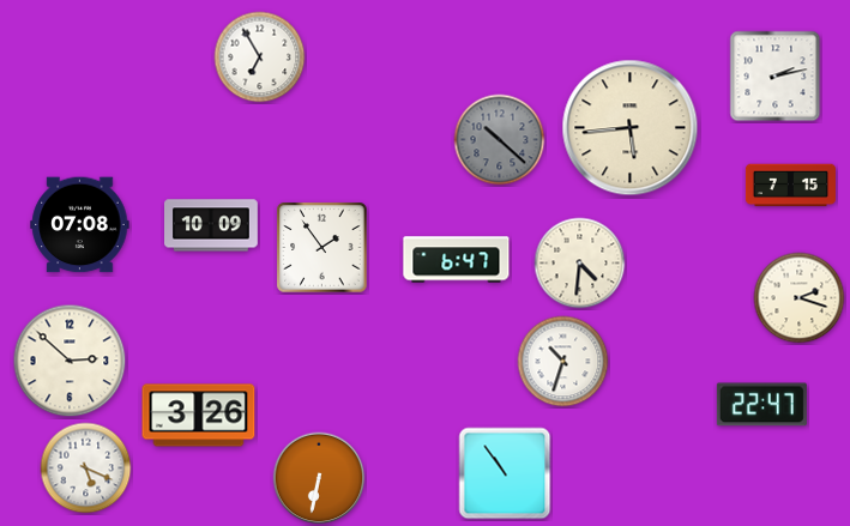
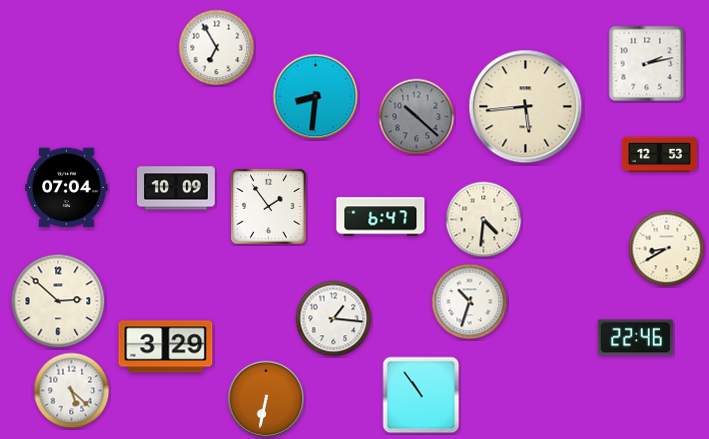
clock at (316, 97): none -> 8:31
clock at (790, 186): 7:15 -> 12:53
clock at (80, 225): 07:08 -> 07:04
clock at (800, 298): 2:18 -> 8:40
clock at (334, 319): none -> 1:16
clock at (761, 405): 22:47 -> 22:46
clock at (199, 416): 3:26 -> 3:29
clock at (86, 468): 5:19 -> 5:22
